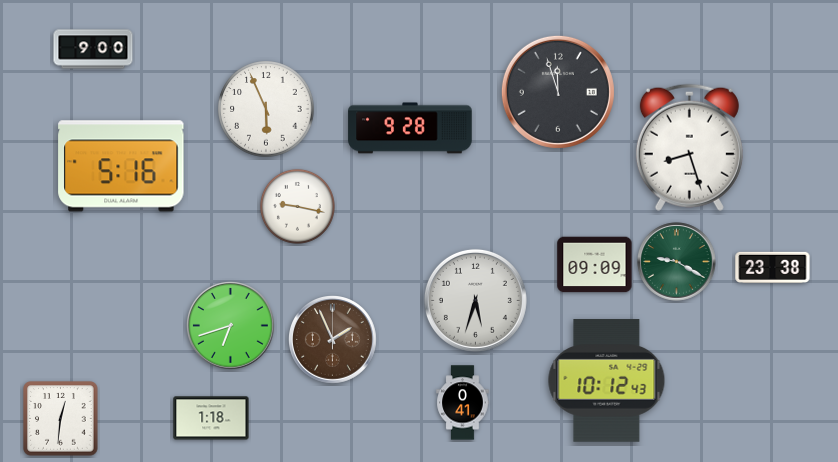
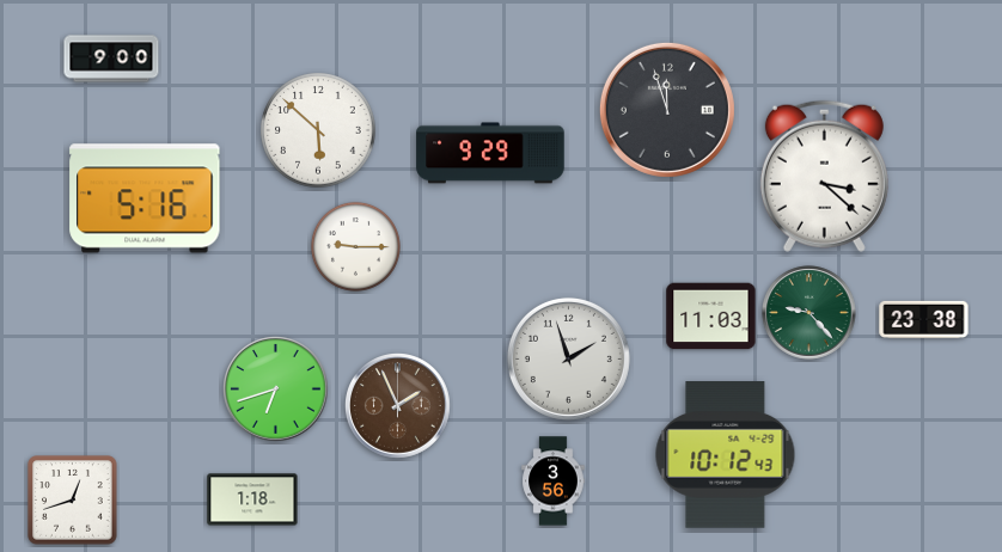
clock at (266, 109): 5:56 -> 5:52
clock at (410, 128): 9:28 -> 9:29
clock at (689, 147): 8:27 -> 3:22
clock at (297, 206): 9:17 -> 9:15
clock at (677, 262): 9:20 -> 9:23
clock at (595, 265): 09:09 -> 11:03
clock at (475, 300): 5:33 -> 1:57
clock at (463, 403): 0:41 -> 3:56
clock at (61, 419): 12:31 -> 12:42
